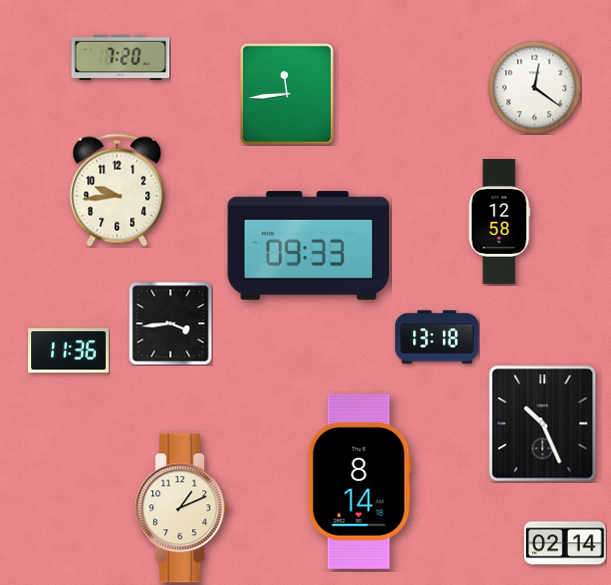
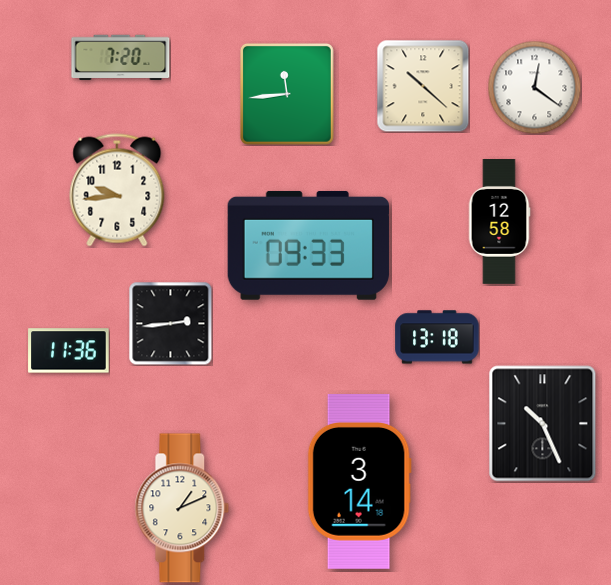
clock at (423, 86): none -> 10:22
clock at (170, 323): 3:44 -> 2:44
clock at (359, 481): 8:14 -> 3:14
clock at (565, 543): 02:14 -> none
